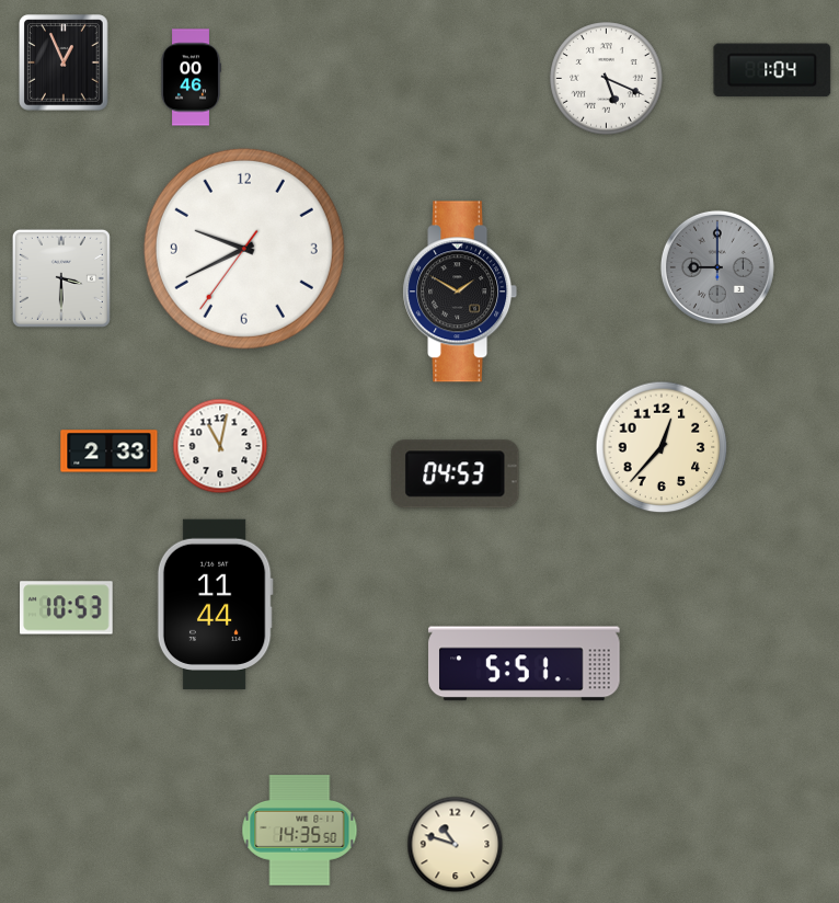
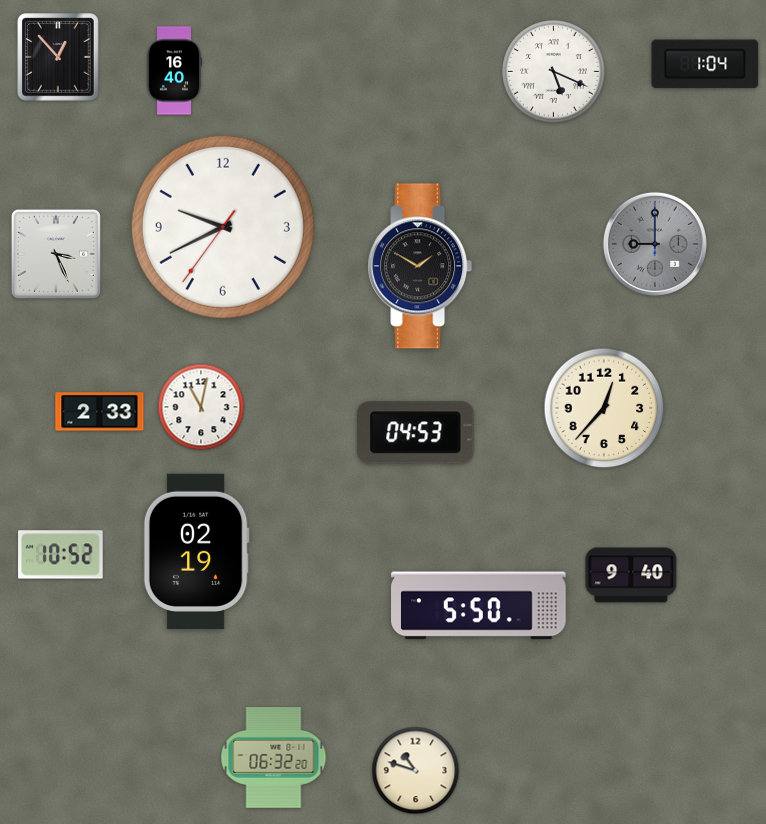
clock at (64, 62): 12:56 -> 12:53
clock at (191, 78): 00:46 -> 16:40
clock at (61, 278): 3:30 -> 3:26
clock at (215, 604): 11:44 -> 02:19
clock at (67, 608): 10:53 -> 10:52
clock at (631, 575): none -> 9:40
clock at (525, 664): 5:51 -> 5:50
clock at (300, 831): 14:35 -> 06:32
